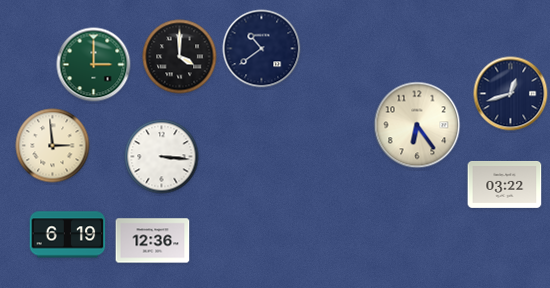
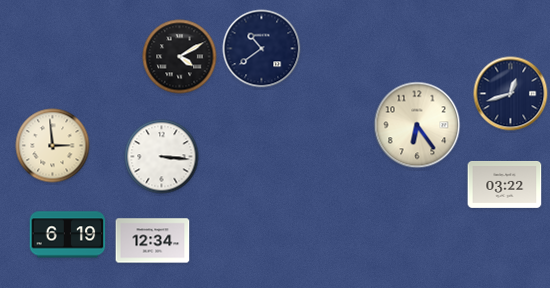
clock at (180, 57): 4:00 -> 4:10
clock at (94, 65): 3:00 -> none
clock at (153, 241): 12:36 -> 12:34
